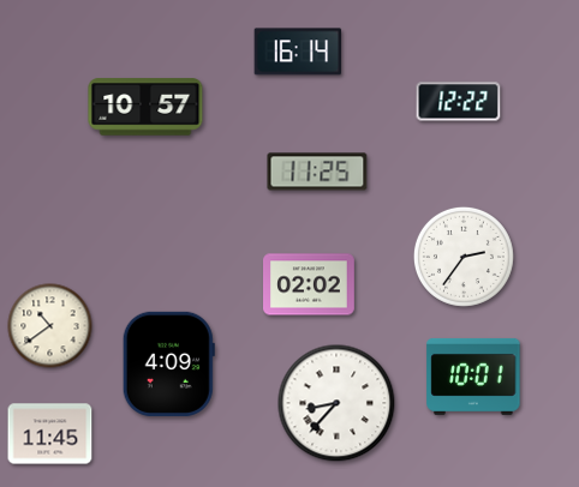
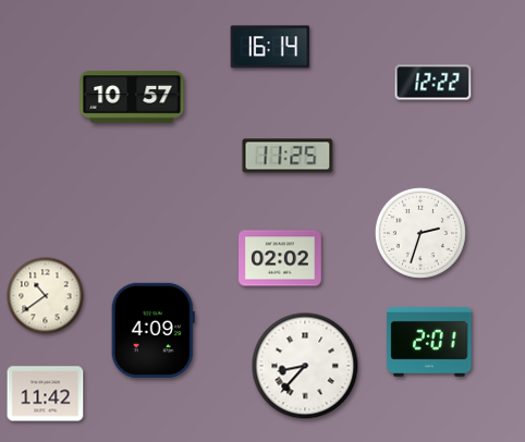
clock at (459, 102) position: (459, 102) -> (434, 83)
clock at (464, 257): 2:36 -> 2:33
clock at (473, 377): 10:01 -> 2:01
clock at (50, 434): 11:45 -> 11:42
